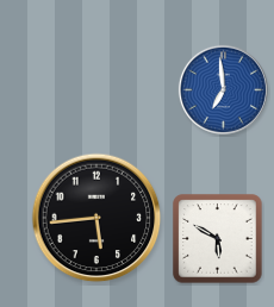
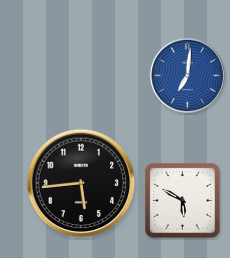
clock at (223, 89): 6:59 -> 7:01
